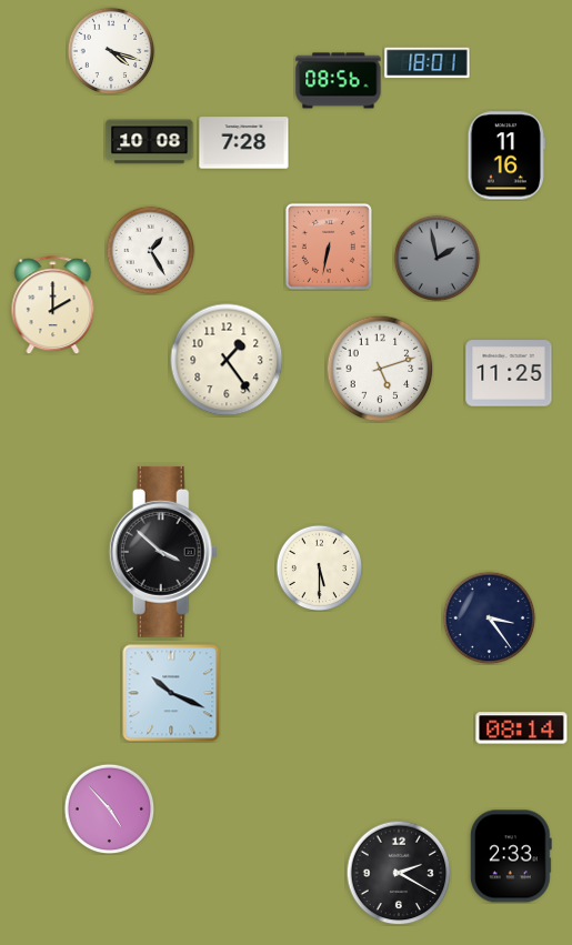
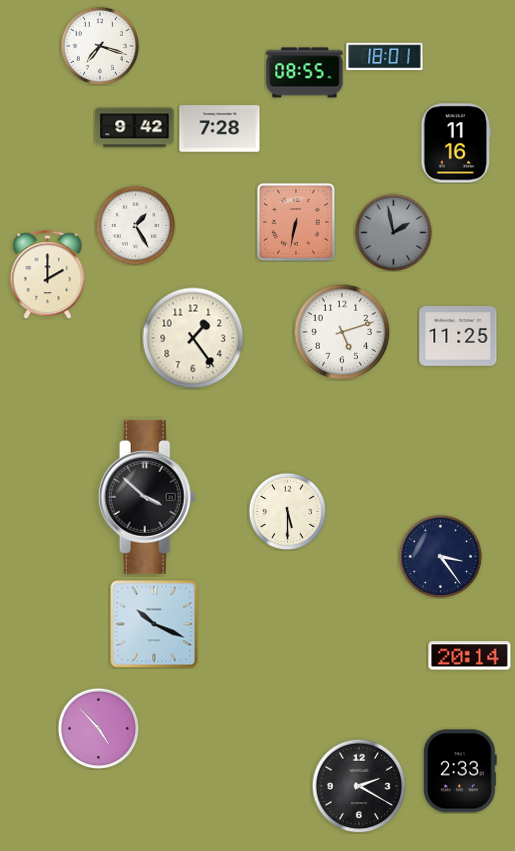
clock at (111, 51): 4:18 -> 7:18
clock at (339, 81): 08:56 -> 08:55
clock at (150, 142): 10:08 -> 9:42
clock at (505, 155) position: (505, 155) -> (455, 143)
clock at (227, 360) position: (227, 360) -> (193, 338)
clock at (522, 728): 08:14 -> 20:14
